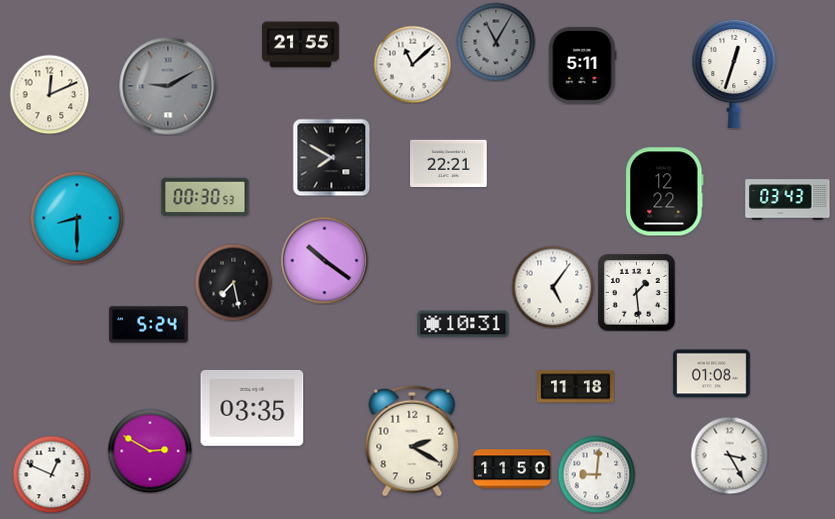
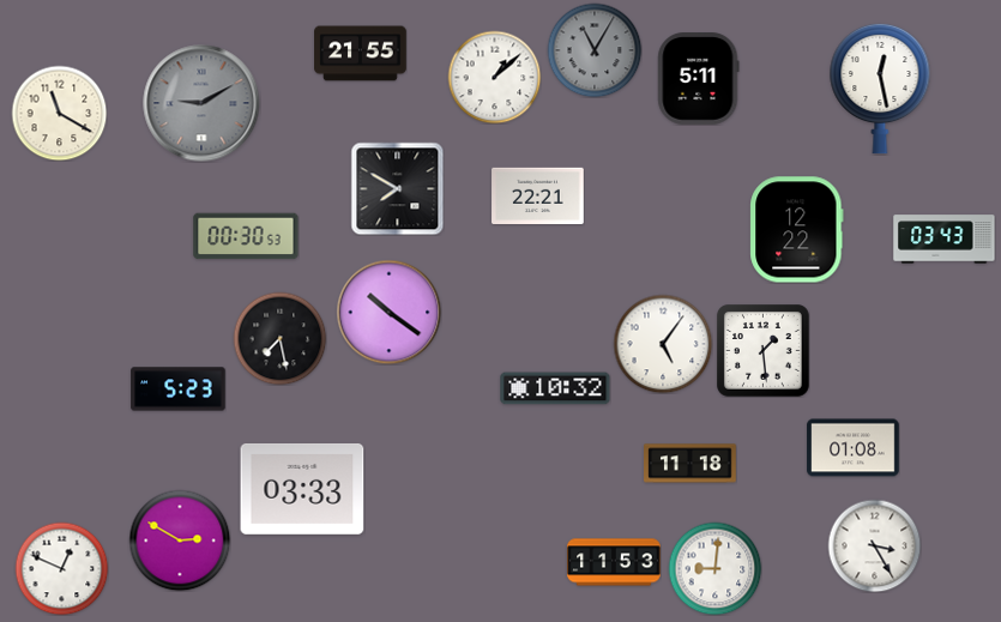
clock at (412, 64): 11:08 -> 1:08
clock at (734, 74): 12:33 -> 12:28
clock at (49, 94): 12:11 -> 11:20
clock at (77, 218): 8:30 -> none
clock at (463, 324): 10:31 -> 10:32
clock at (149, 325): 5:24 -> 5:23
clock at (252, 408): 03:35 -> 03:33
clock at (412, 441): 2:20 -> none
clock at (512, 469): 11:50 -> 11:53
